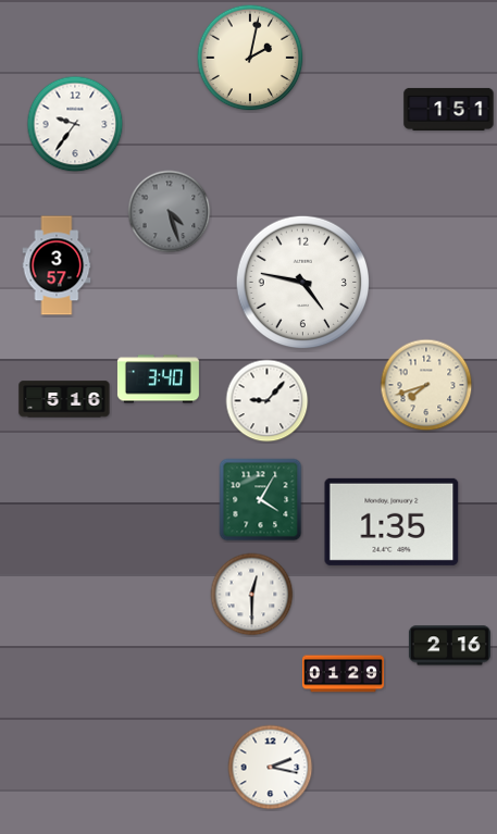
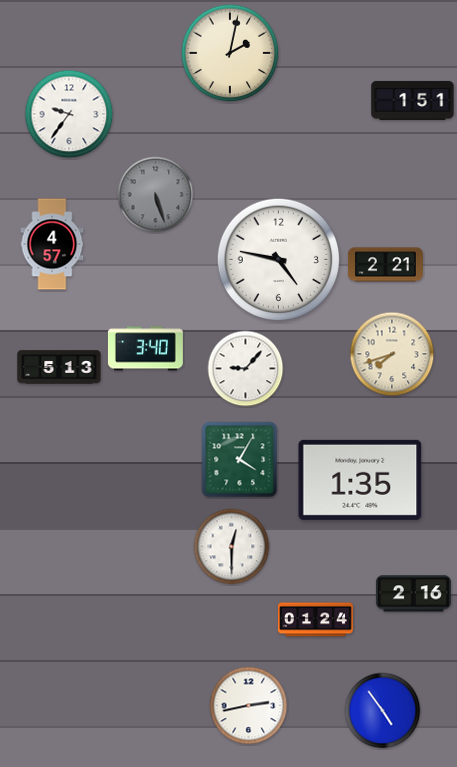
clock at (170, 212): 4:27 -> 5:27
clock at (57, 265): 3:57 -> 4:57
clock at (385, 265): none -> 2:21
clock at (64, 399): 5:16 -> 5:13
clock at (343, 674): 01:29 -> 01:24
clock at (271, 768): 2:17 -> 2:43
clock at (383, 711): none -> 4:54
